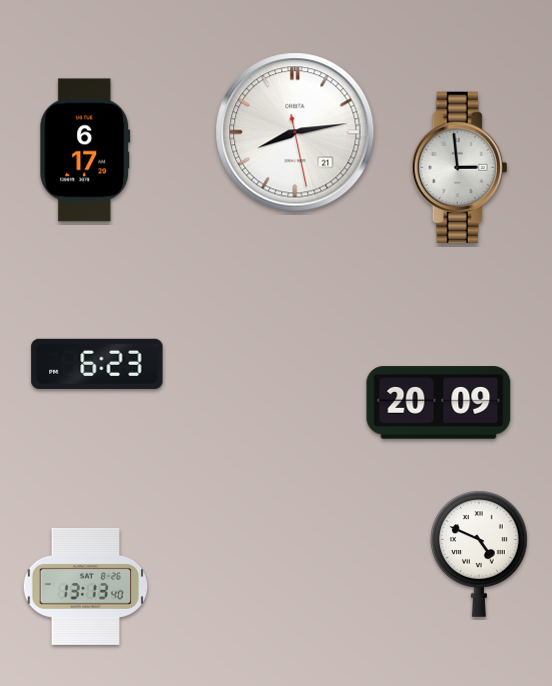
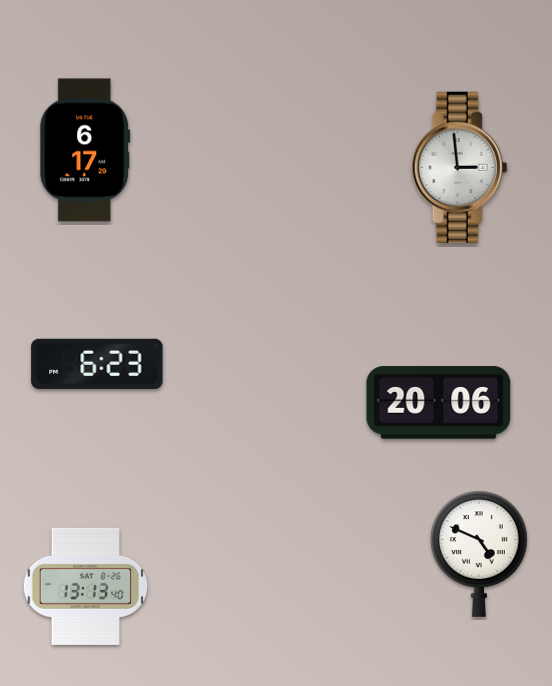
clock at (295, 132): 8:13 -> none
clock at (439, 403): 20:09 -> 20:06
